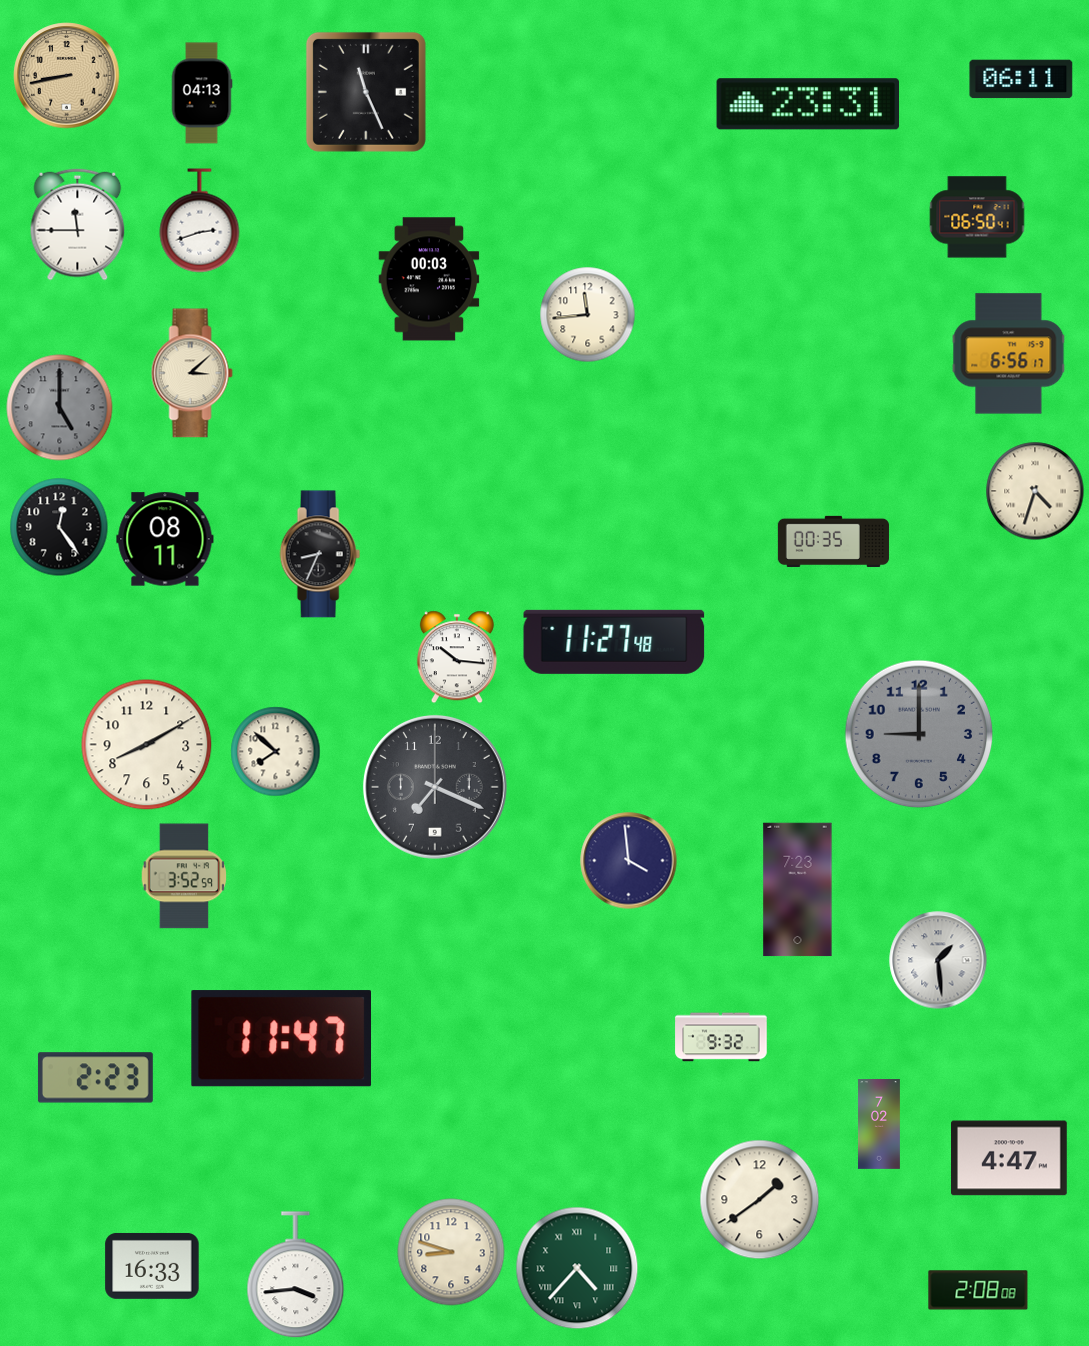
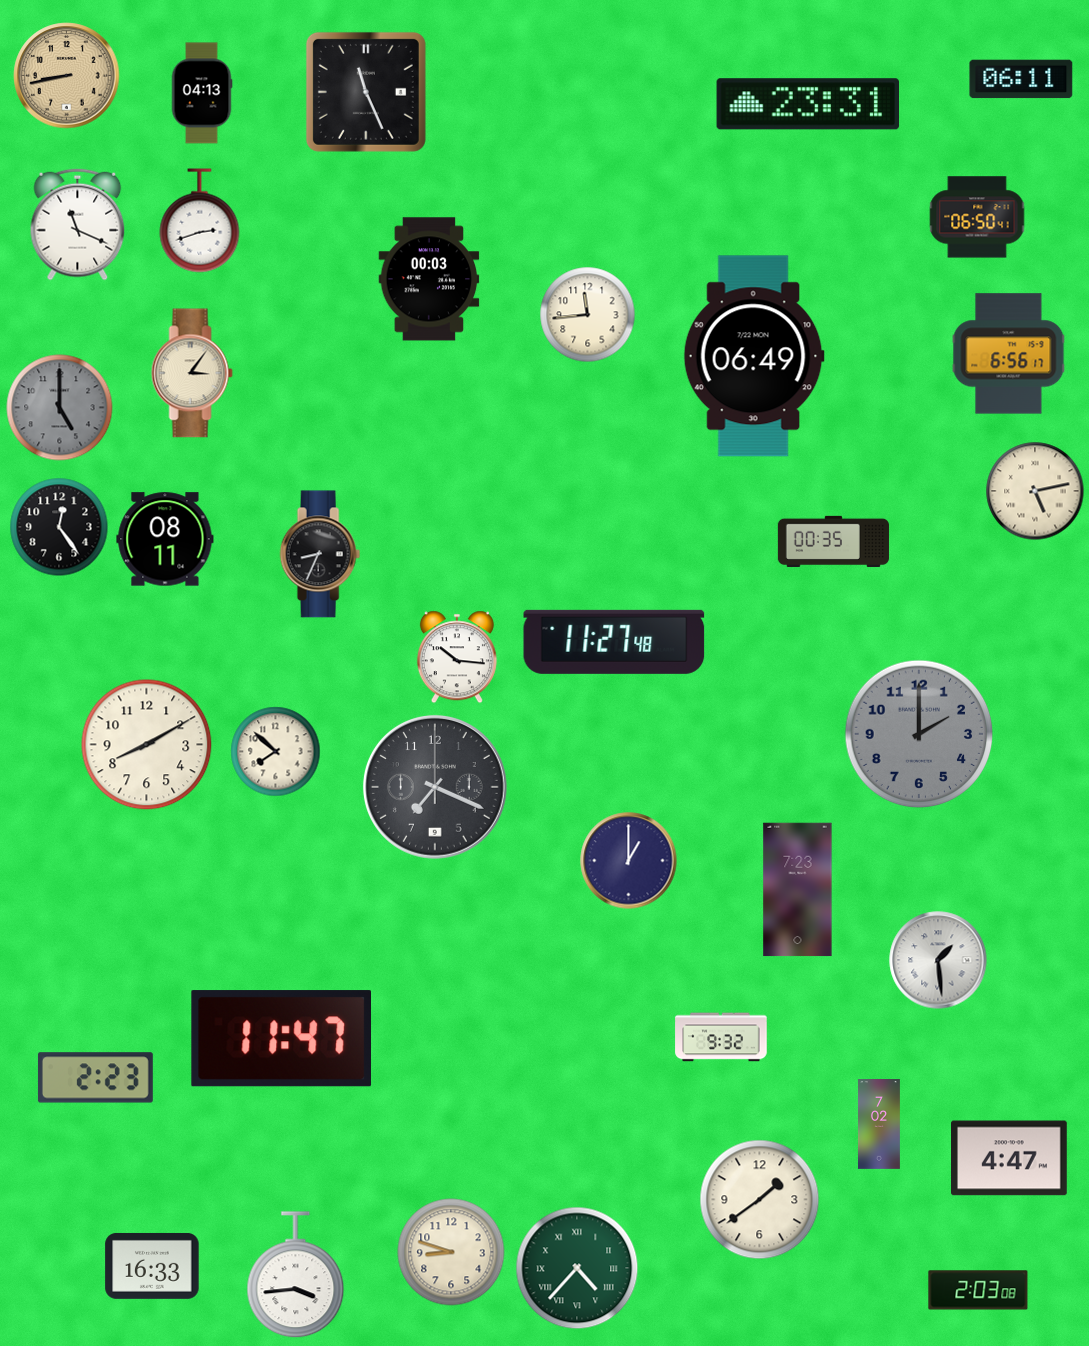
clock at (78, 225): 11:45 -> 11:19
clock at (754, 356): none -> 06:49
clock at (192, 373): 3:08 -> 3:06
clock at (1035, 491): 4:33 -> 5:13
clock at (919, 734): 9:00 -> 2:00
clock at (629, 861): 3:59 -> 1:00
clock at (184, 876): 3:52 -> none
clock at (978, 1290): 2:08 -> 2:03
